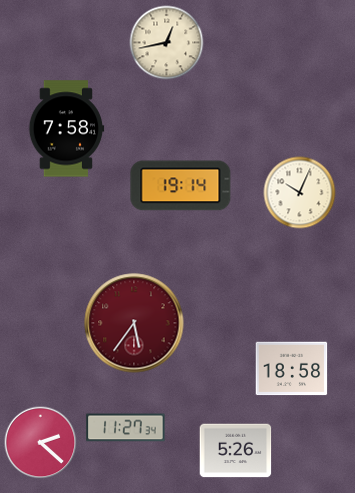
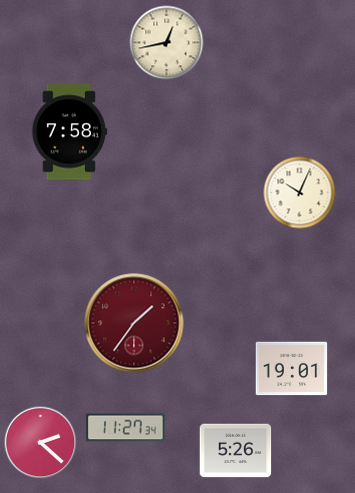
clock at (67, 129) position: (67, 129) -> (70, 132)
clock at (181, 186): 19:14 -> none
clock at (134, 323): 5:36 -> 1:36
clock at (292, 369): 18:58 -> 19:01
